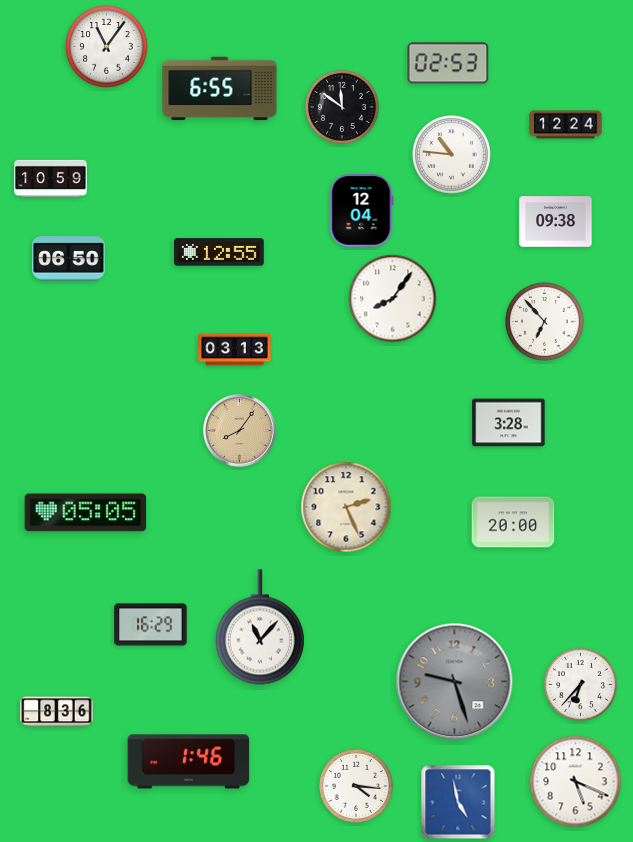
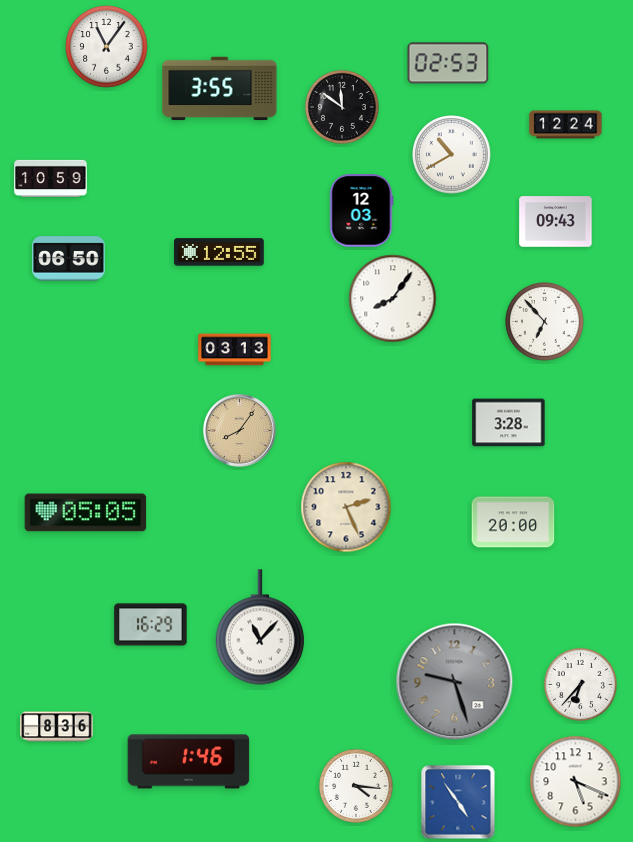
clock at (220, 89): 6:55 -> 3:55
clock at (452, 155): 10:46 -> 10:40
clock at (362, 211): 12:04 -> 12:03
clock at (556, 222): 09:38 -> 09:43
clock at (57, 712) position: (57, 712) -> (57, 727)
clock at (458, 802): 4:58 -> 4:54
